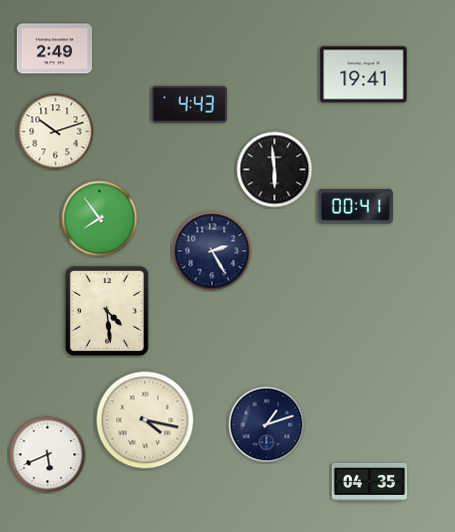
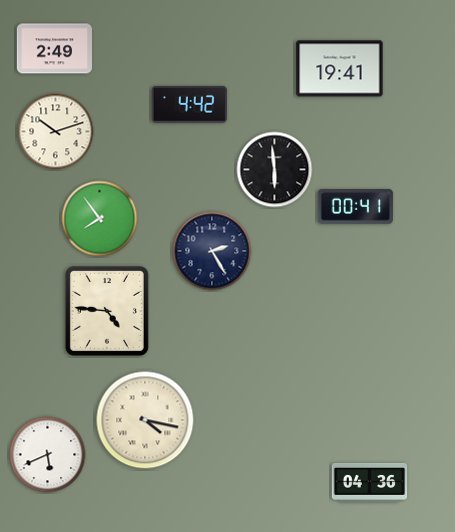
clock at (364, 75) position: (364, 75) -> (340, 69)
clock at (189, 104): 4:43 -> 4:42
clock at (107, 311): 4:29 -> 4:46
clock at (267, 425): 1:12 -> none
clock at (370, 482): 04:35 -> 04:36
